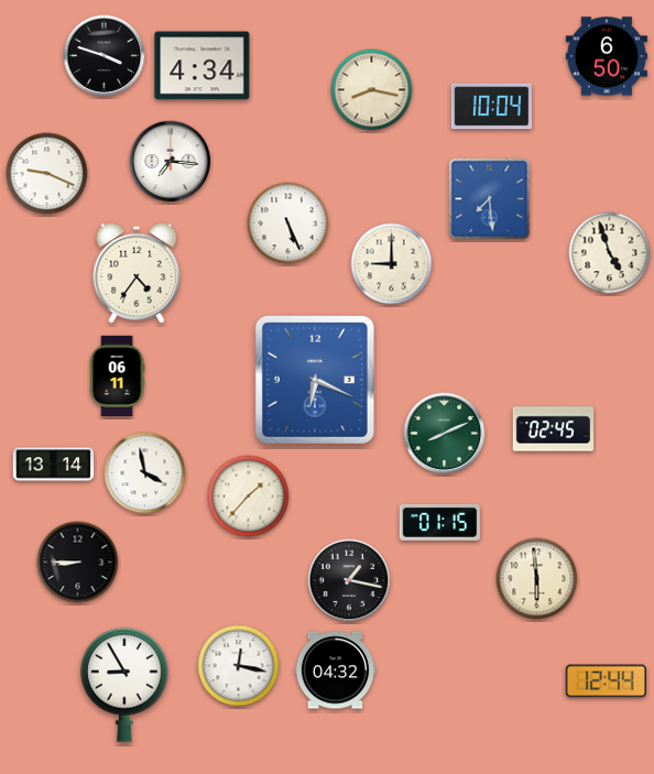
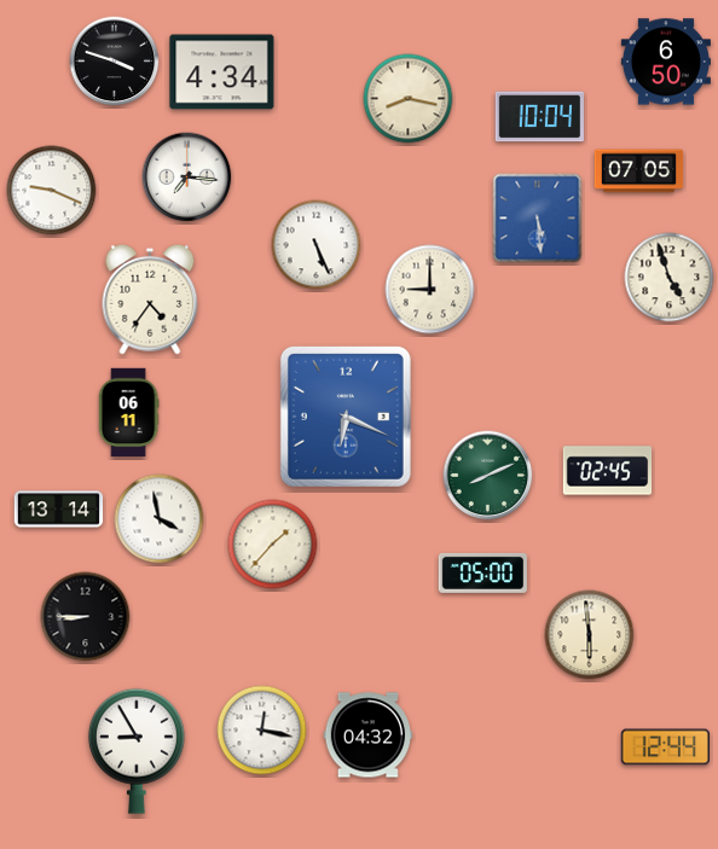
clock at (639, 171): none -> 07:05
clock at (490, 199): 7:29 -> 5:29
clock at (439, 522): 01:15 -> 05:00
clock at (349, 580): 1:17 -> none
